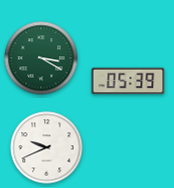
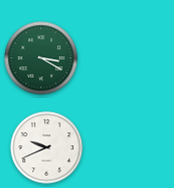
clock at (128, 81): 05:39 -> none
